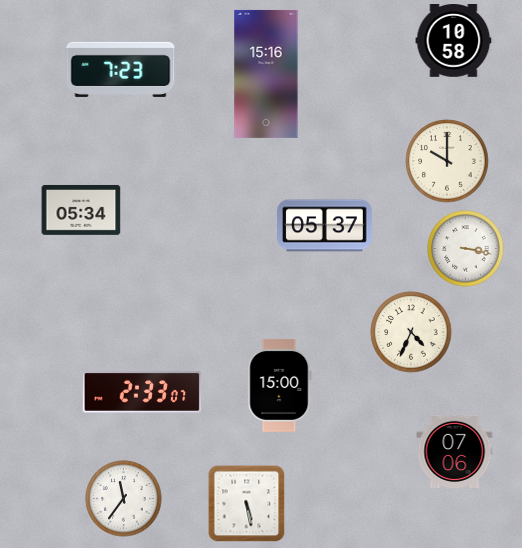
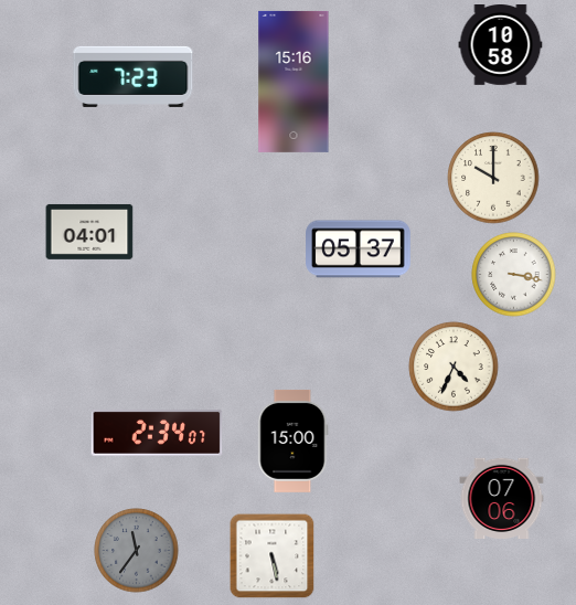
clock at (81, 210): 05:34 -> 04:01
clock at (280, 385) position: (280, 385) -> (294, 441)
clock at (142, 393): 2:33 -> 2:34
clock at (124, 499) dial: white -> grey
